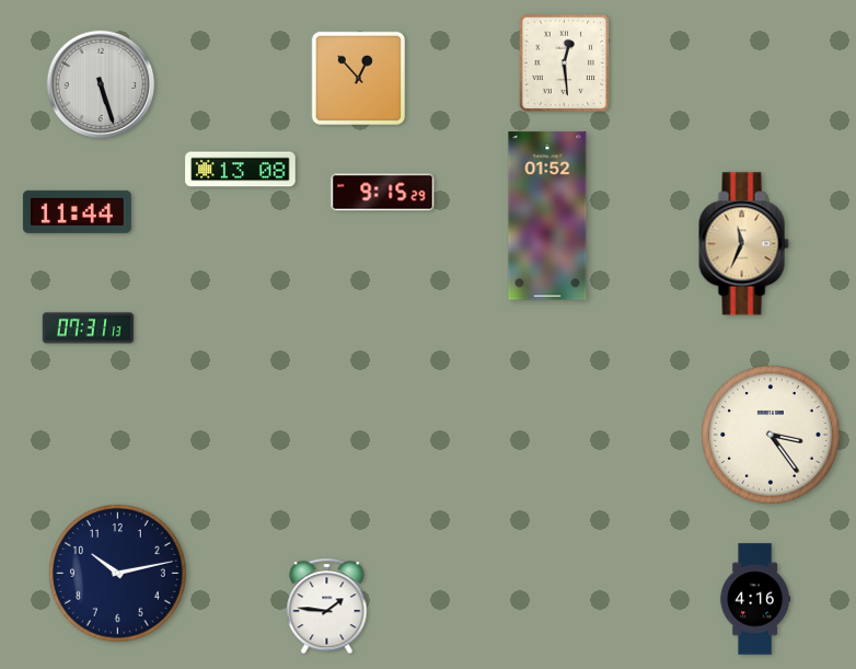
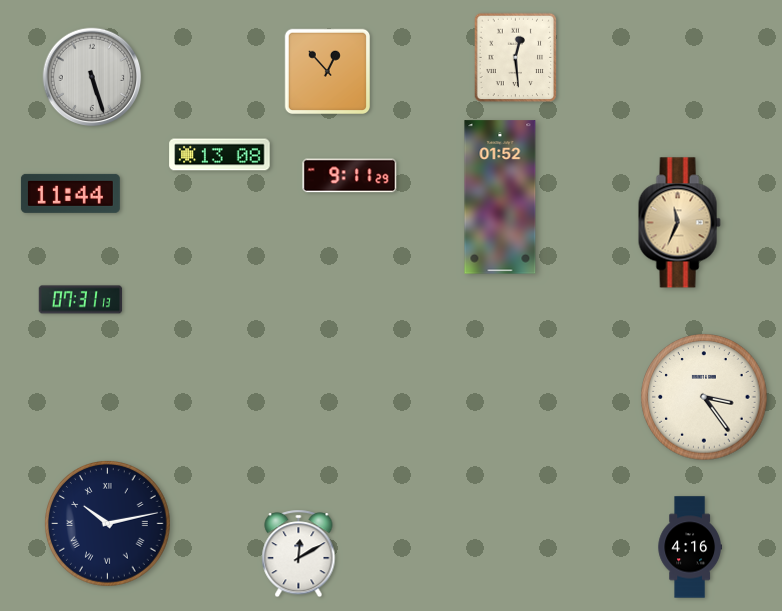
clock at (383, 193): 9:15 -> 9:11
clock at (118, 574) numerals: Arabic -> Roman
clock at (327, 607): 1:46 -> 12:10
